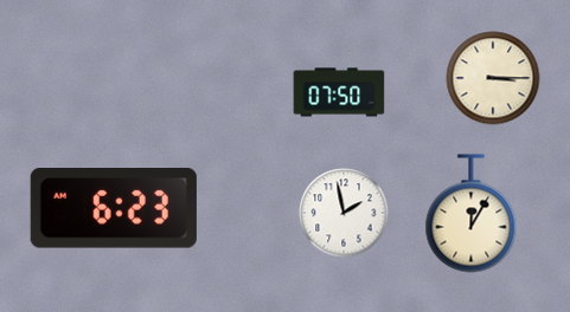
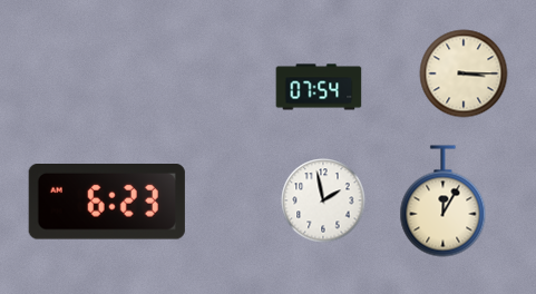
clock at (339, 92): 07:50 -> 07:54
clock at (114, 209) position: (114, 209) -> (107, 203)
